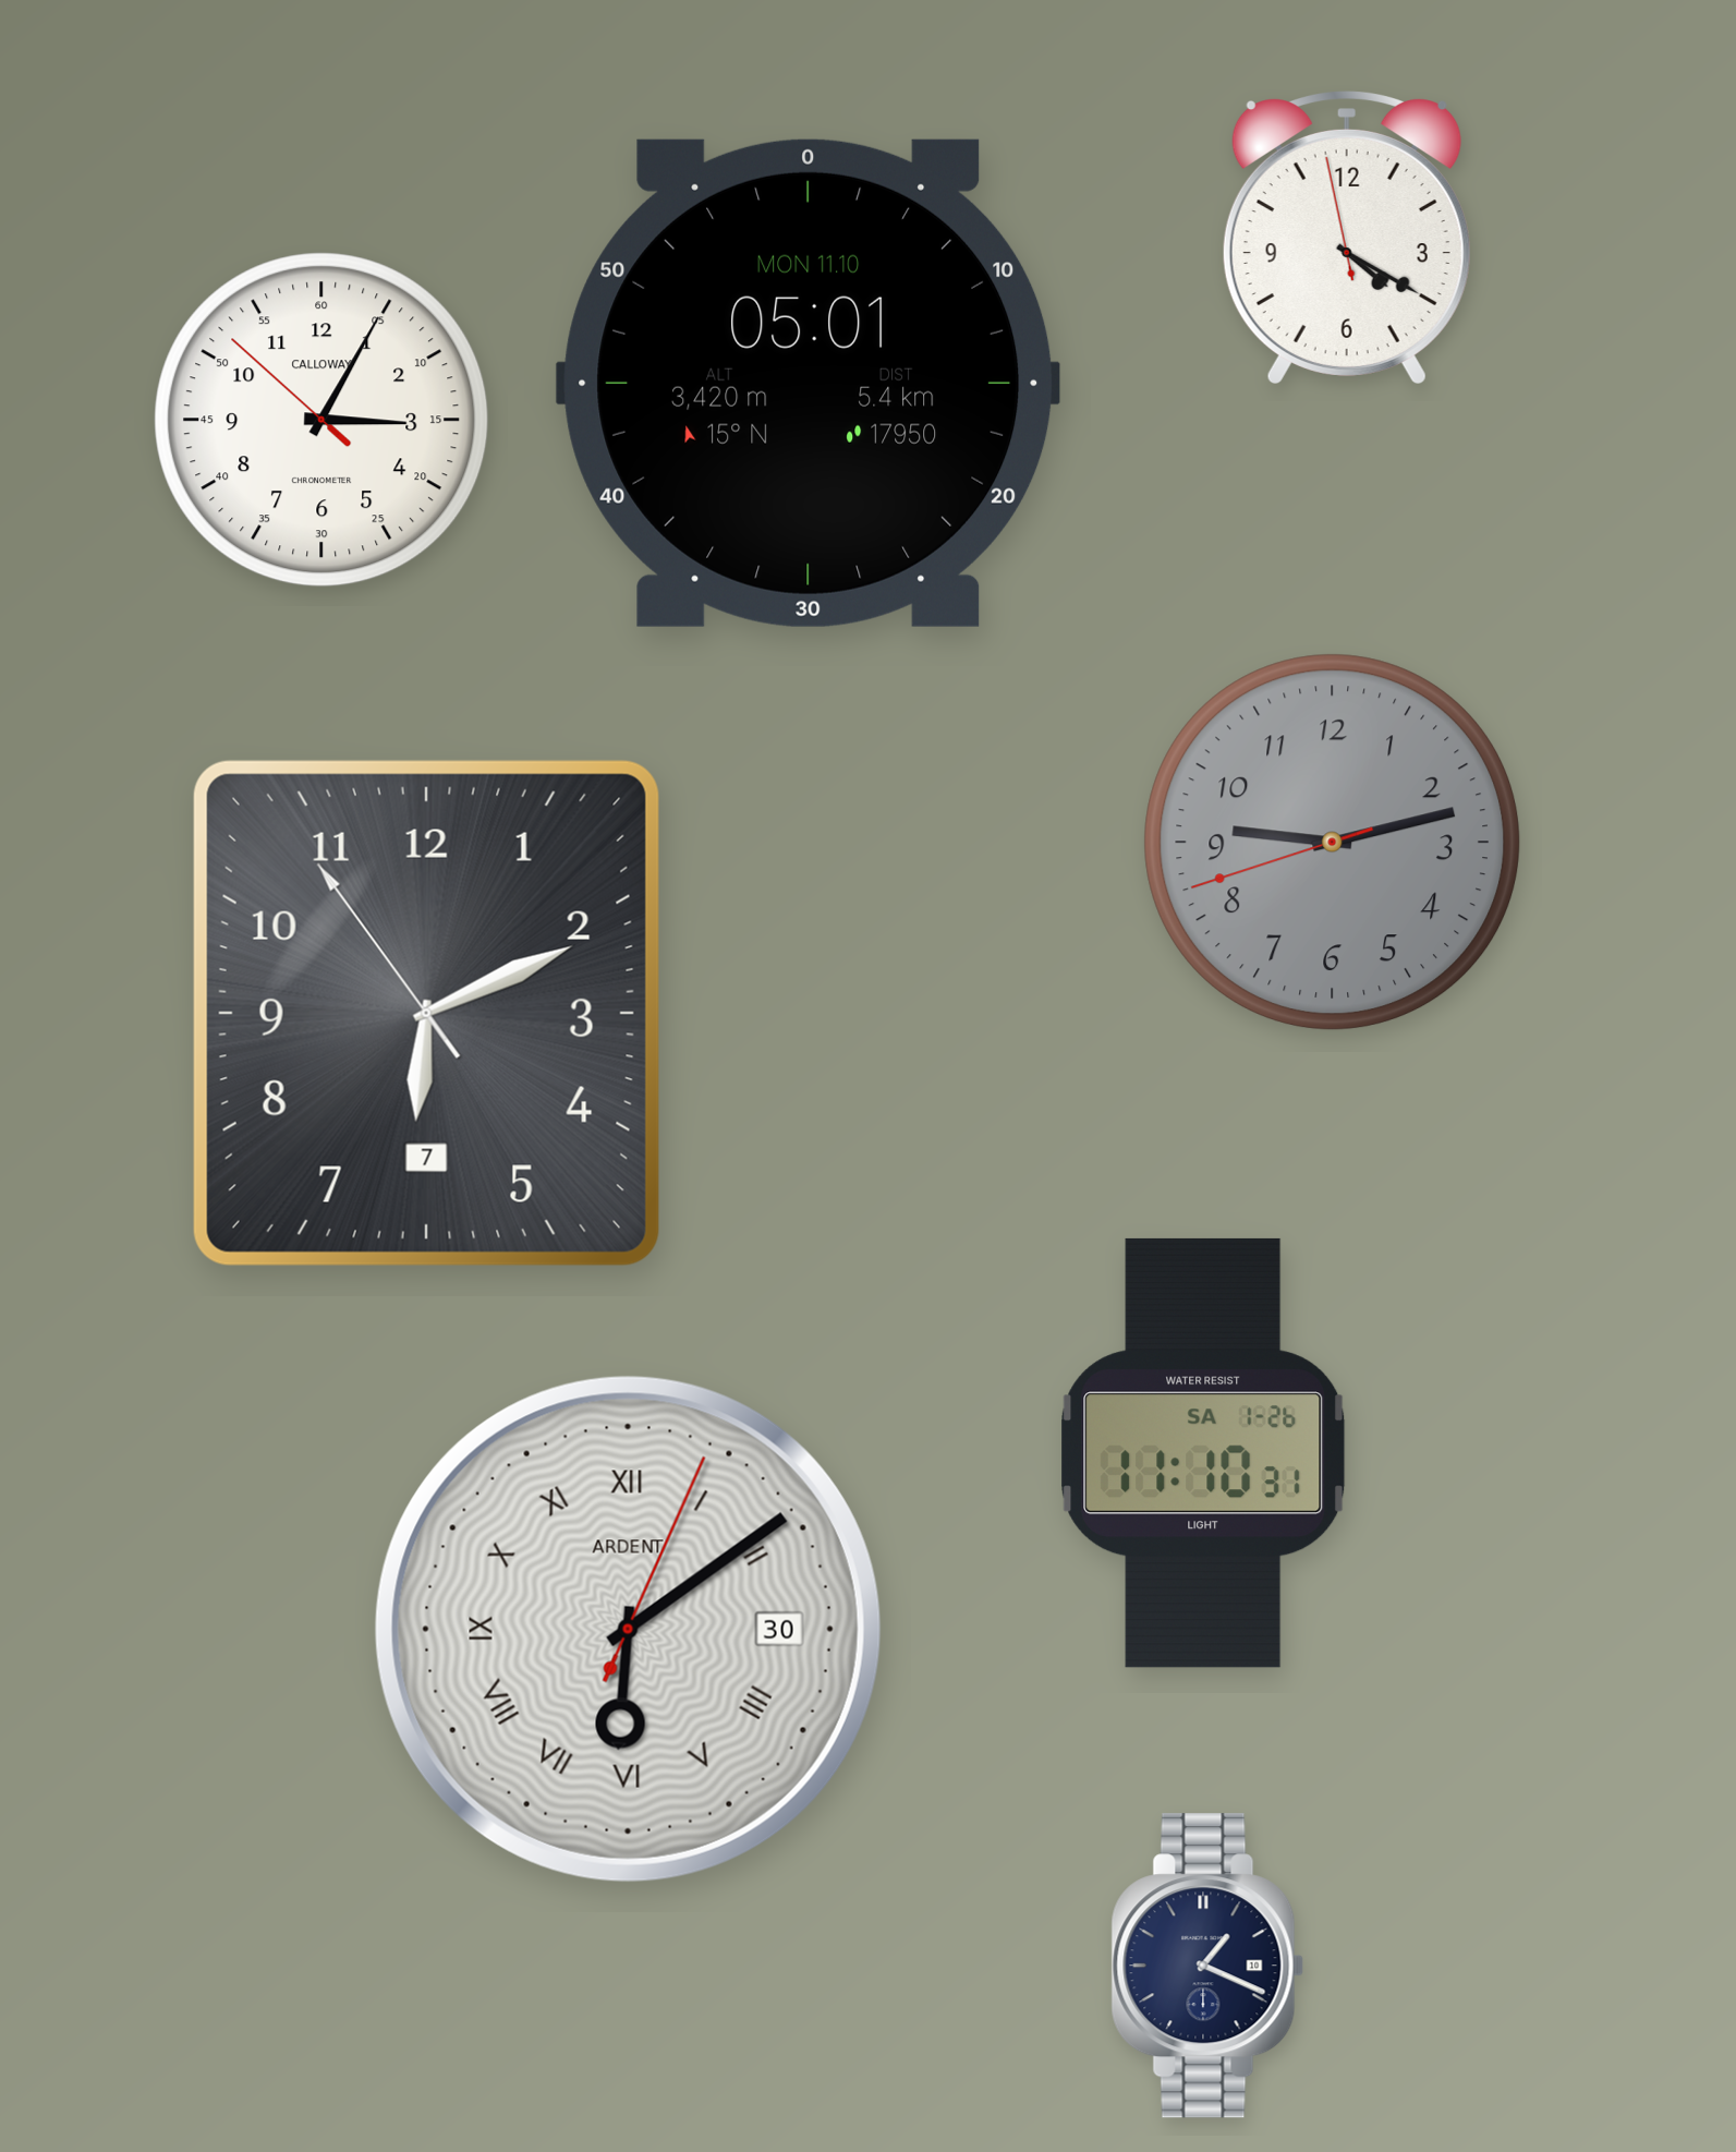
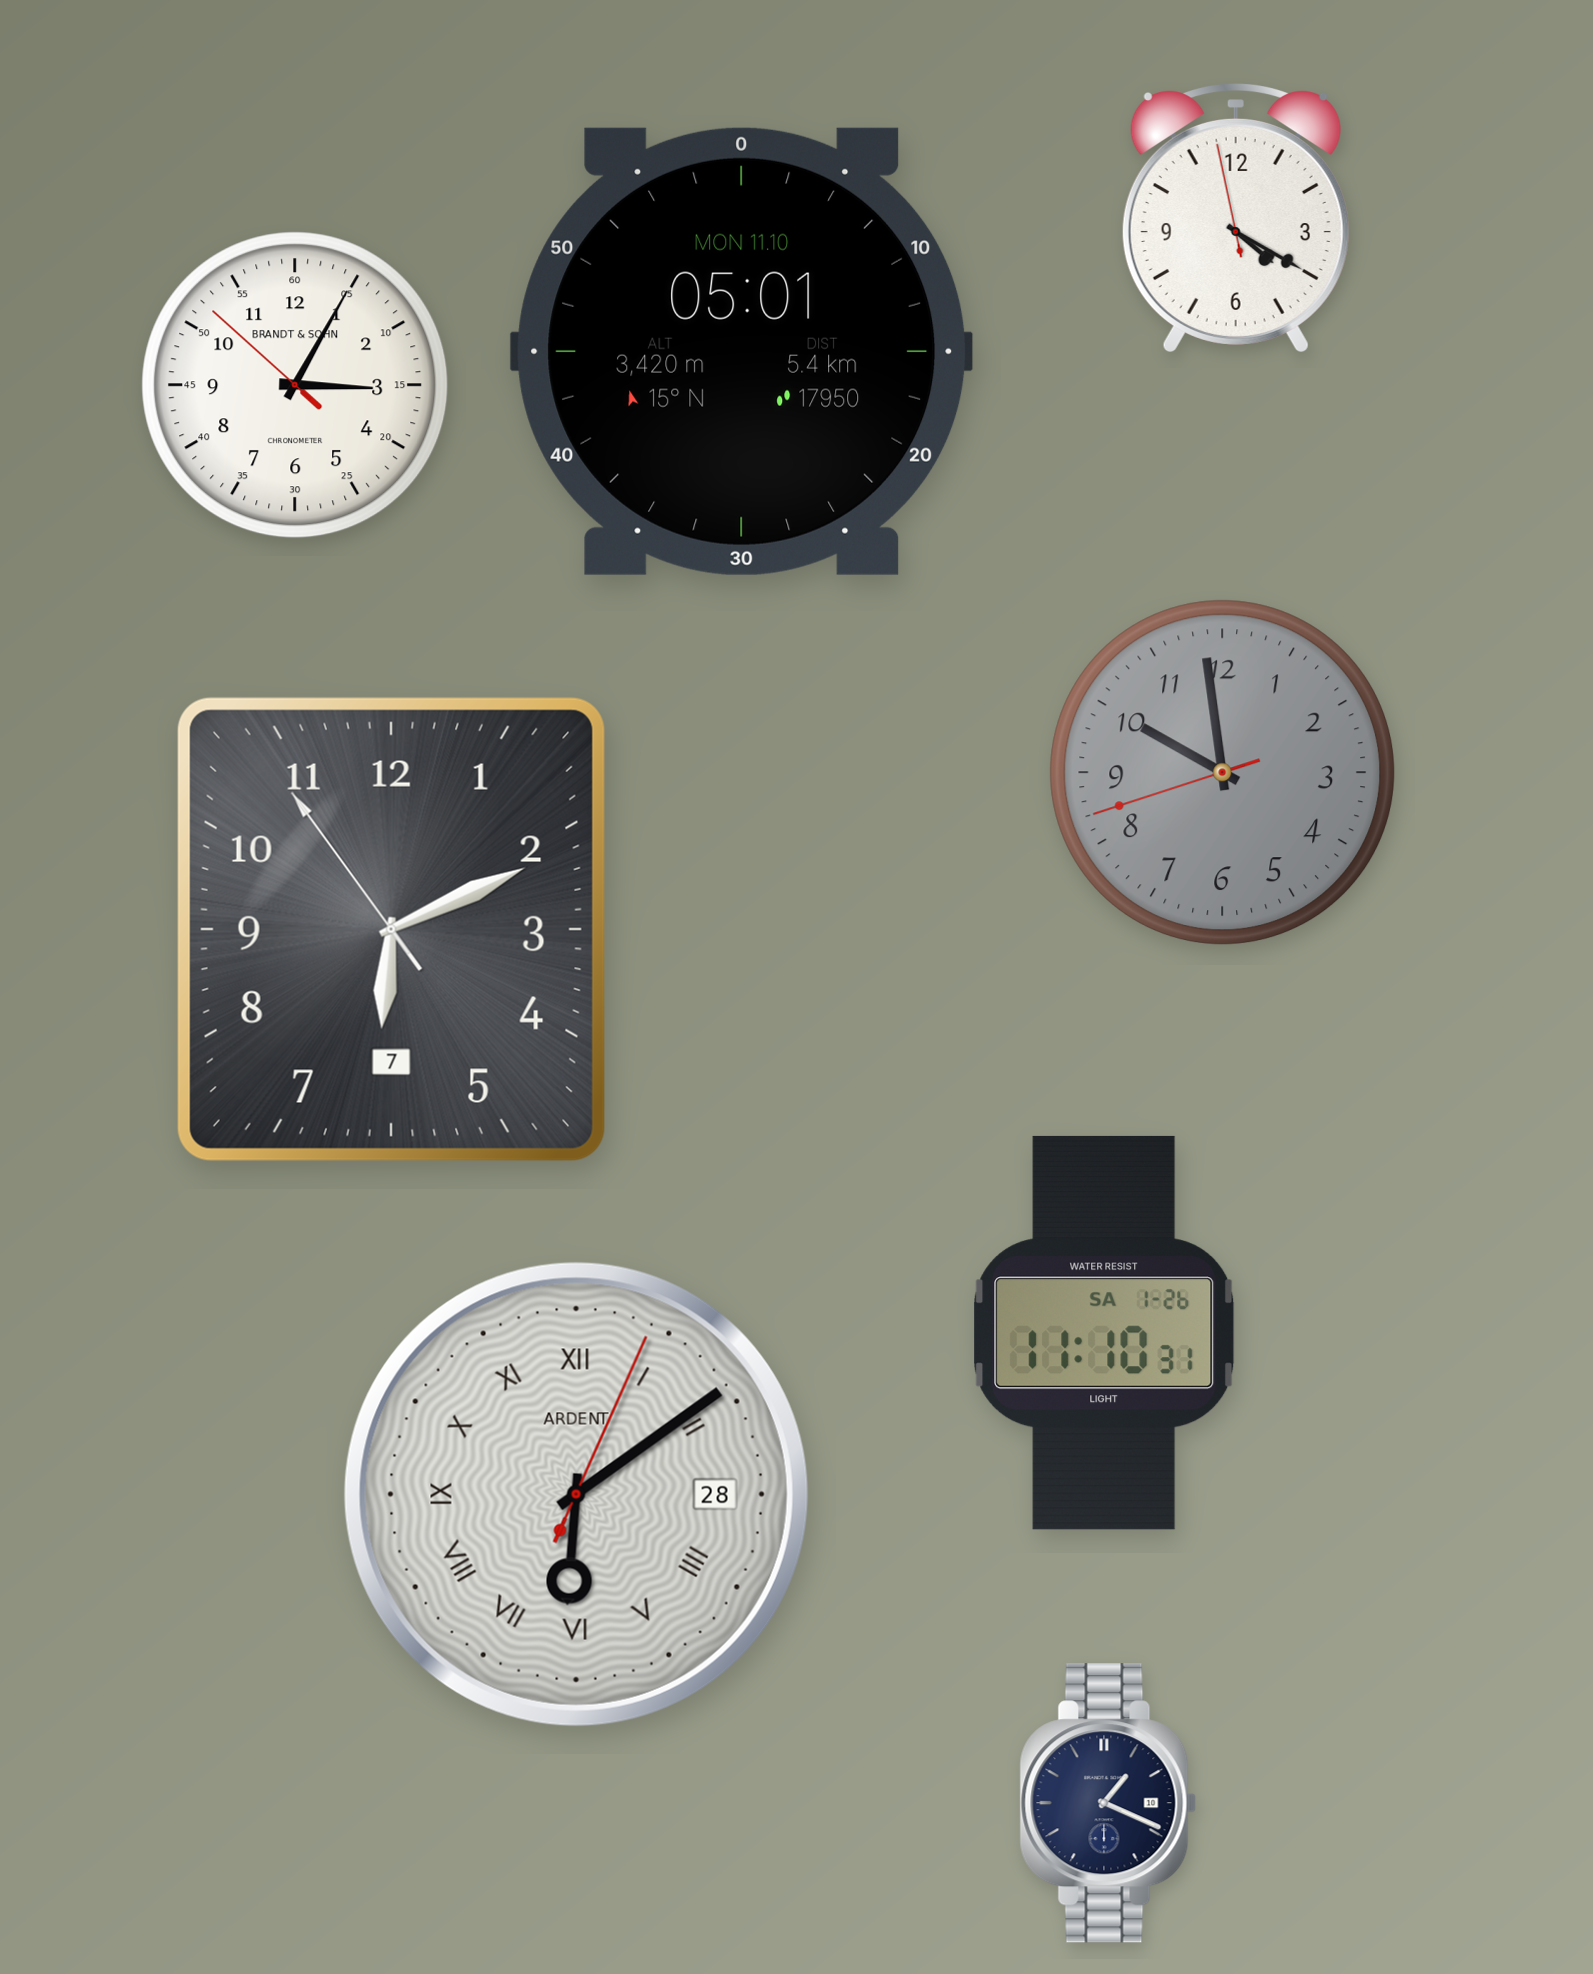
clock at (321, 420) brand: CALLOWAY -> BRANDT & SOHN
clock at (1333, 843): 9:12 -> 9:58
clock at (628, 1629) date: 30 -> 28
